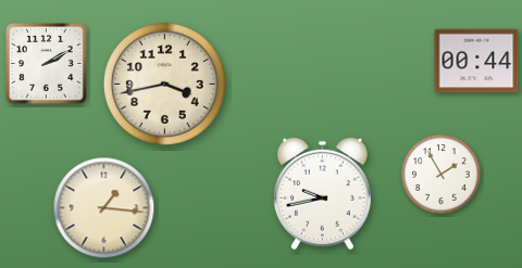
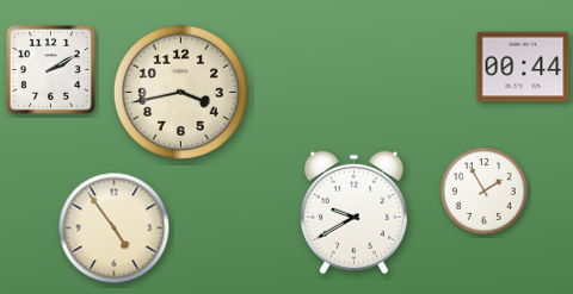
clock at (322, 194): 9:43 -> 9:40
clock at (104, 208): 1:16 -> 4:54
